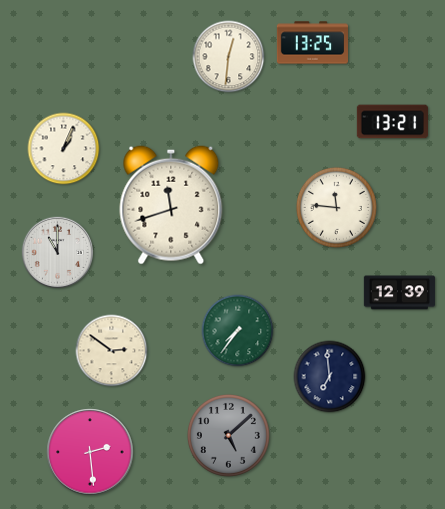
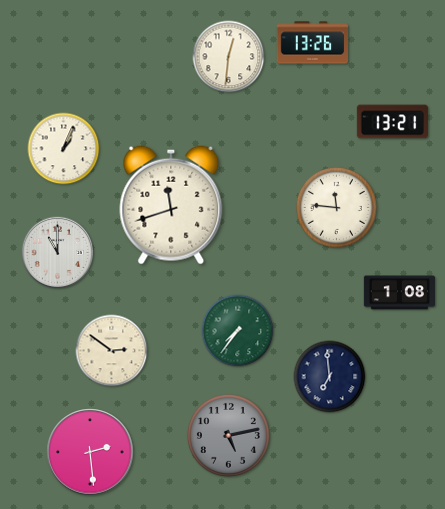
clock at (312, 43): 13:25 -> 13:26
clock at (399, 293): 12:39 -> 1:08
clock at (228, 435): 5:08 -> 5:13
